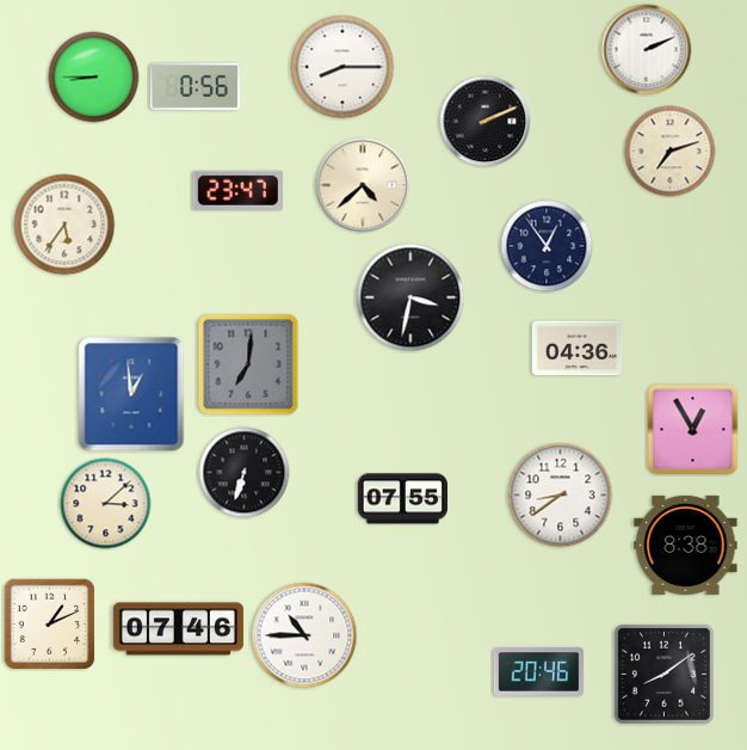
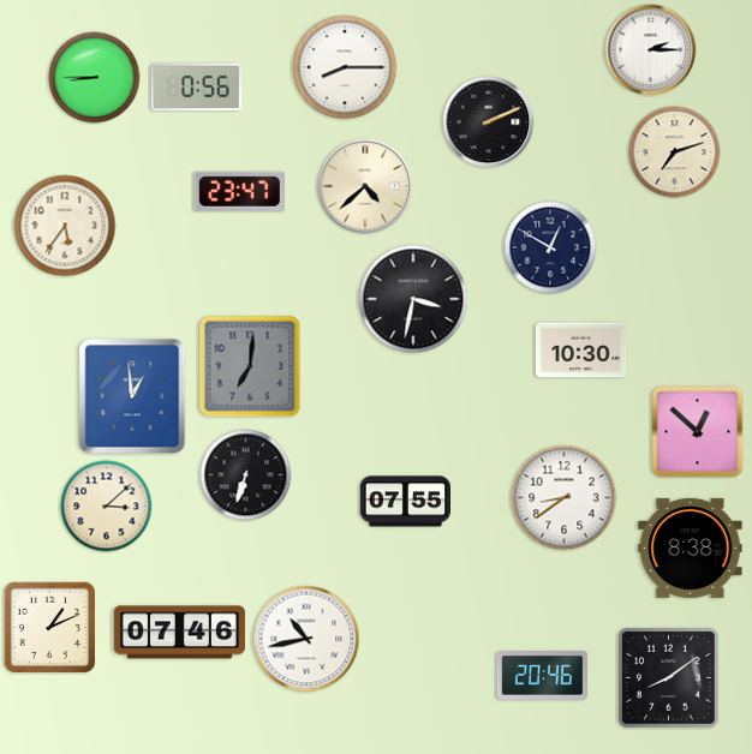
clock at (647, 50): 2:11 -> 2:15
clock at (547, 246): 12:54 -> 12:50
clock at (578, 349): 04:36 -> 10:30
clock at (693, 430): 12:55 -> 12:52
clock at (304, 635): 10:45 -> 10:43
